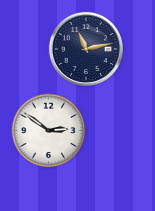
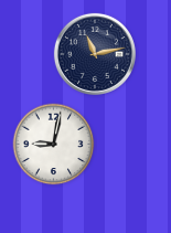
clock at (49, 131): 2:51 -> 9:02
